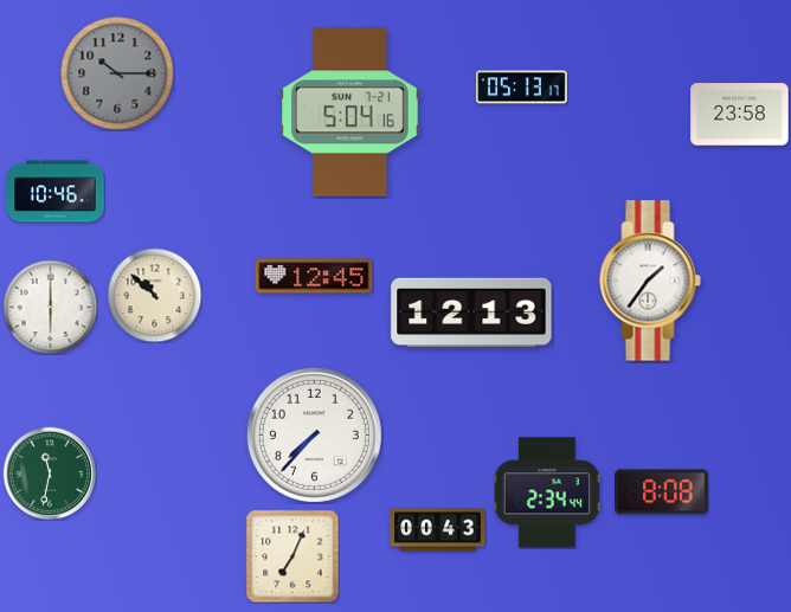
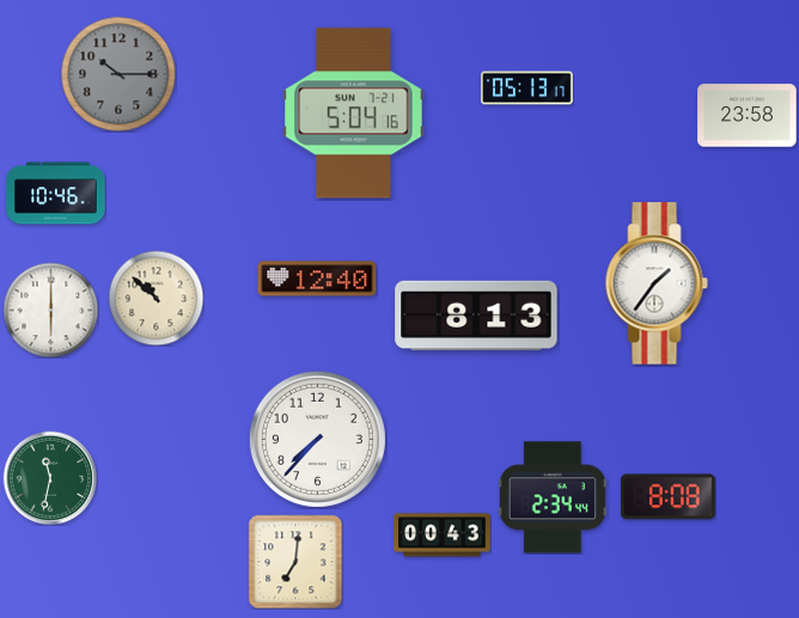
clock at (314, 276): 12:45 -> 12:40
clock at (471, 313): 12:13 -> 8:13
clock at (292, 556): 7:04 -> 7:01
